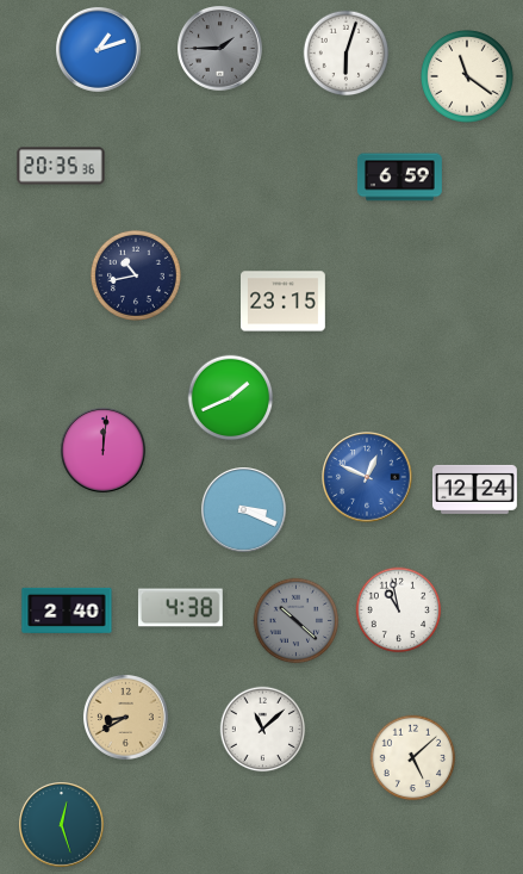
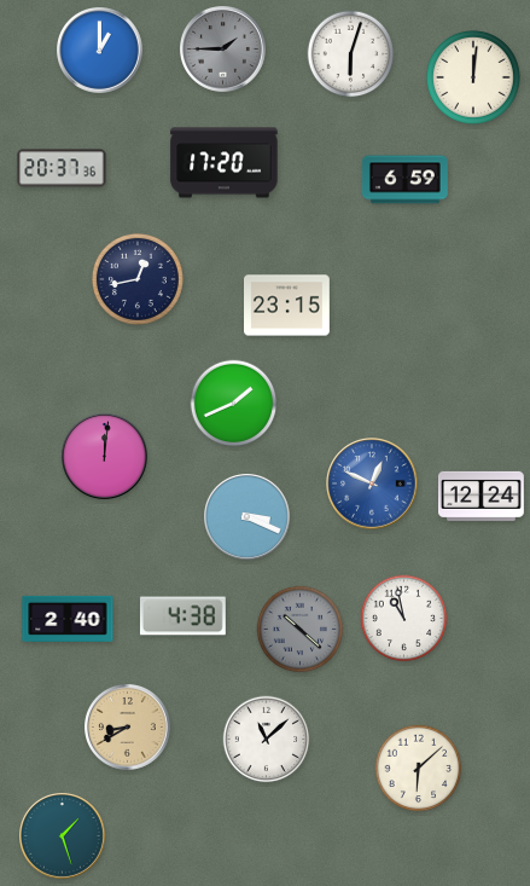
clock at (99, 50): 1:12 -> 1:00
clock at (468, 78): 11:21 -> 12:01
clock at (225, 163): none -> 17:20
clock at (61, 166): 20:35 -> 20:37
clock at (136, 275): 10:43 -> 12:43
clock at (413, 758): 5:08 -> 6:08
clock at (62, 825): 12:27 -> 1:27
